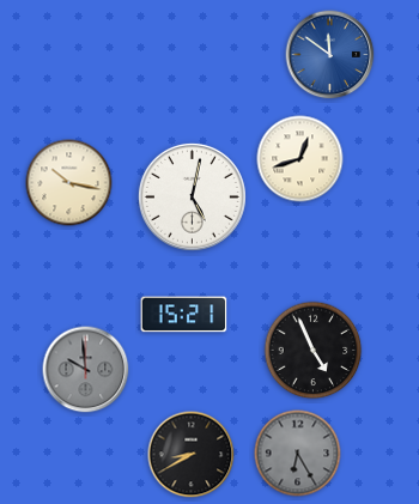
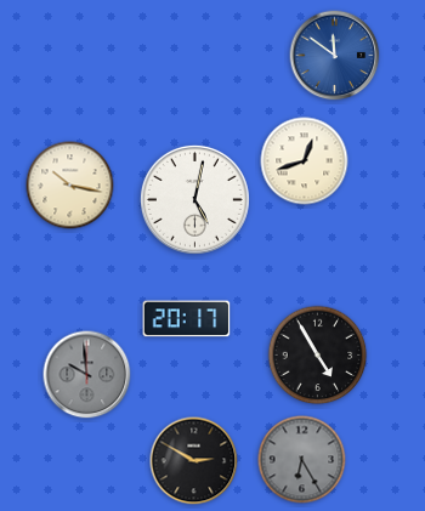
clock at (184, 315): 15:21 -> 20:17
clock at (314, 351): 4:56 -> 4:55
clock at (192, 455): 8:40 -> 2:50
